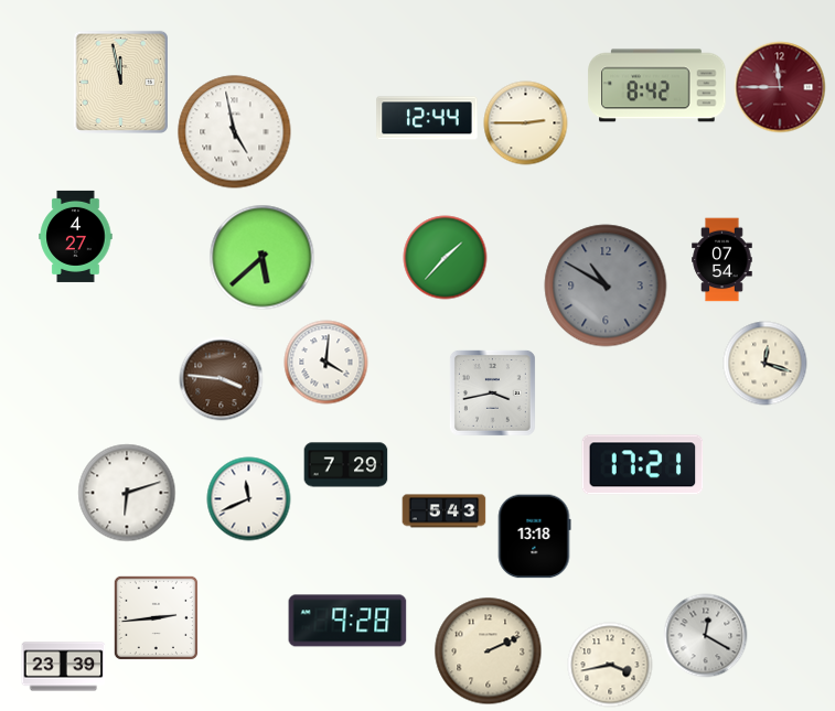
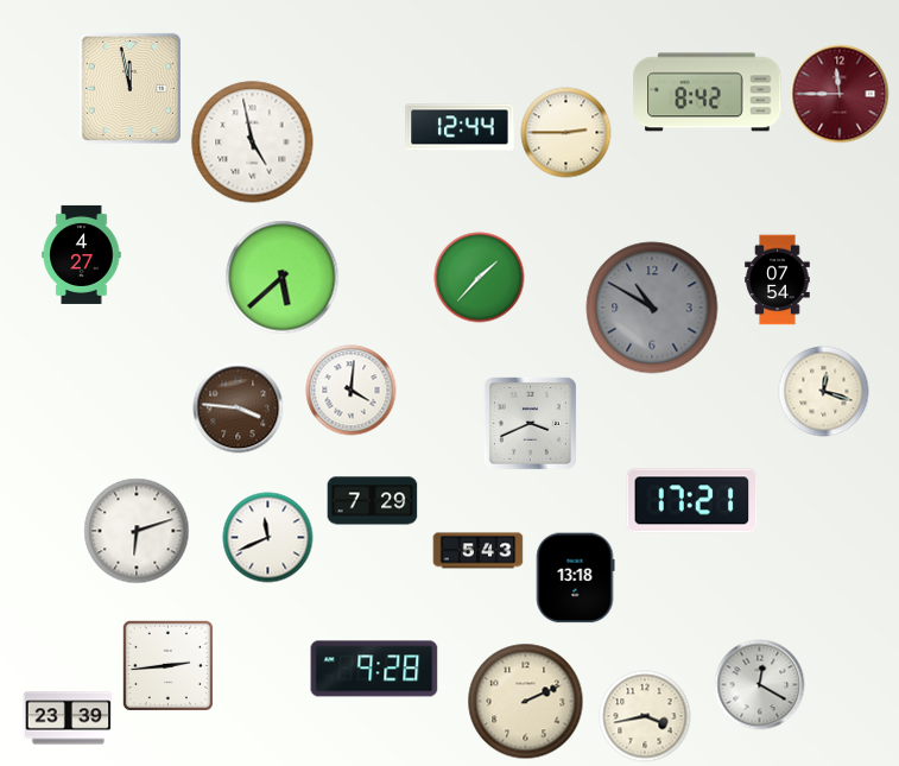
clock at (492, 392): 3:43 -> 3:41
clock at (610, 665) position: (610, 665) -> (645, 716)
